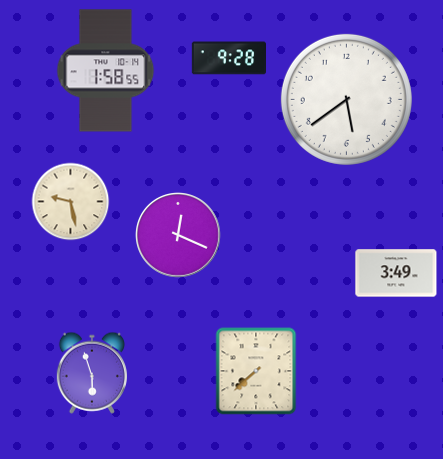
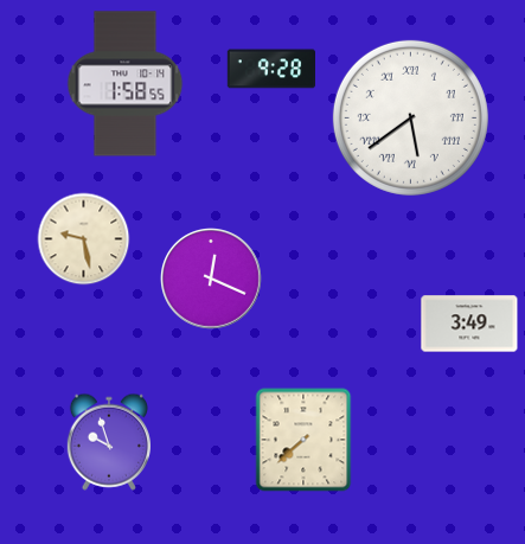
clock at (346, 99) numerals: Arabic -> Roman
clock at (92, 373): 5:57 -> 9:57
